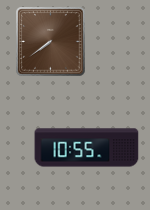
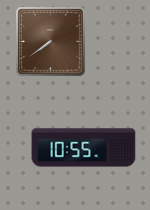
clock at (87, 148) position: (87, 148) -> (84, 148)
